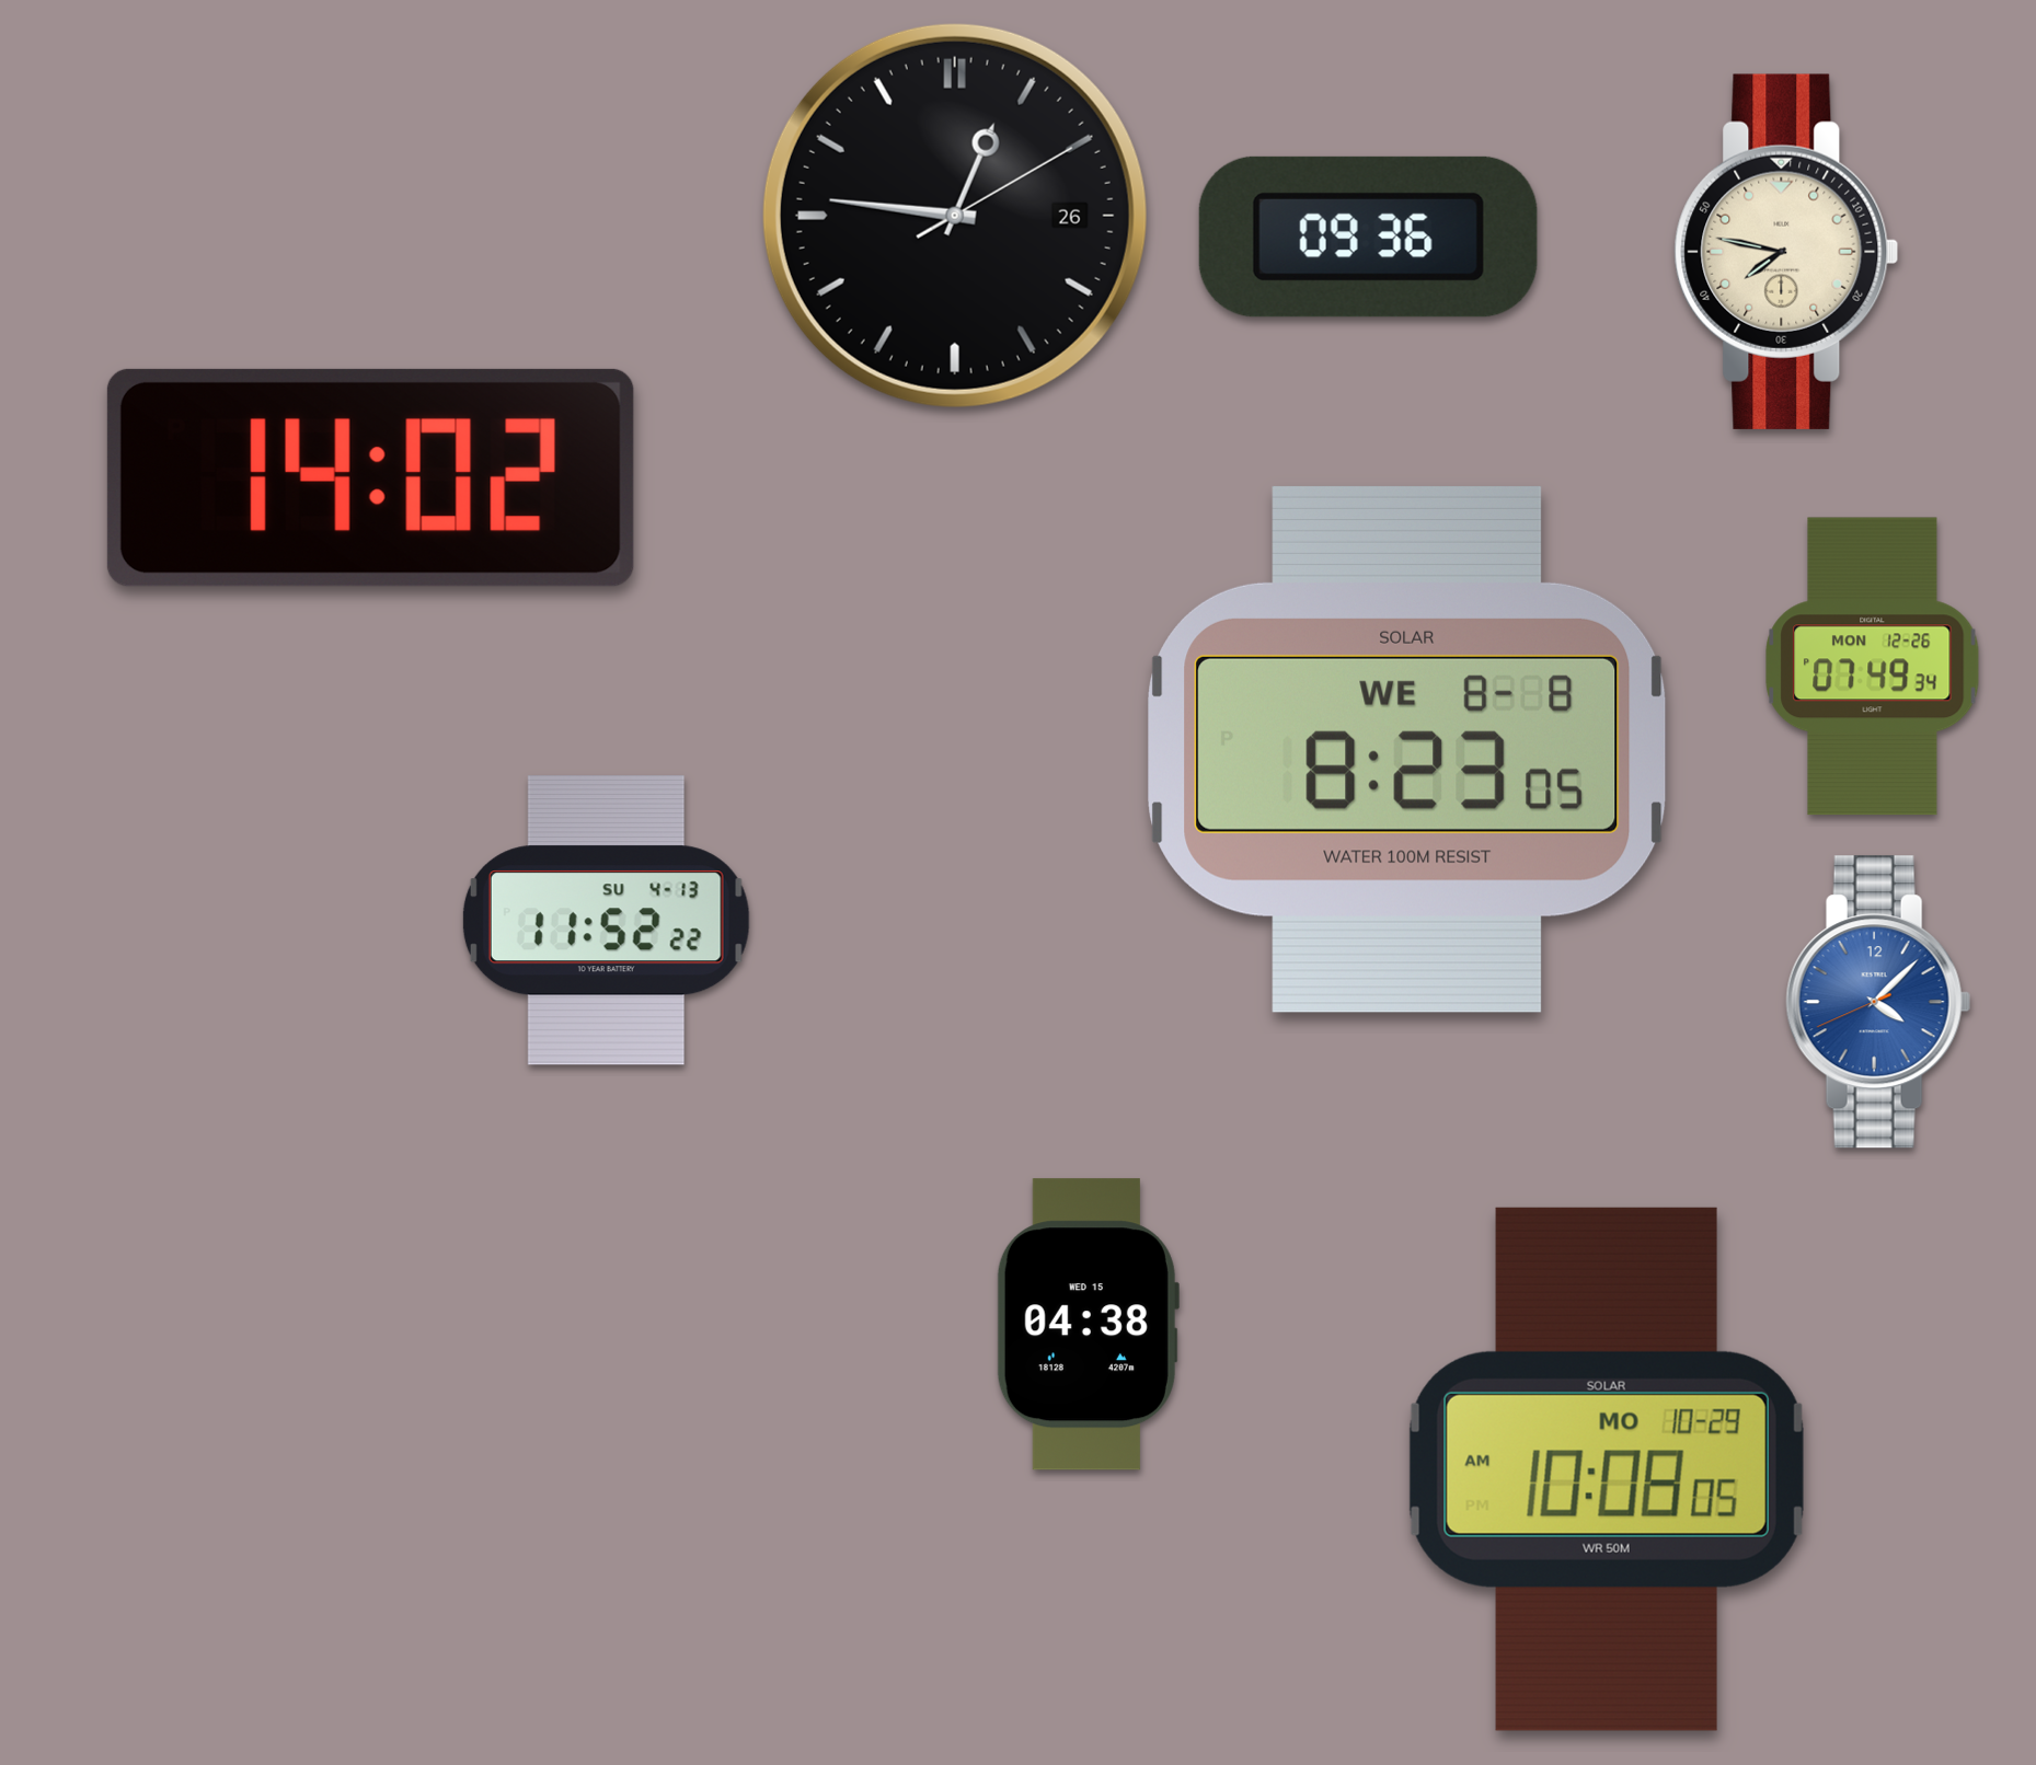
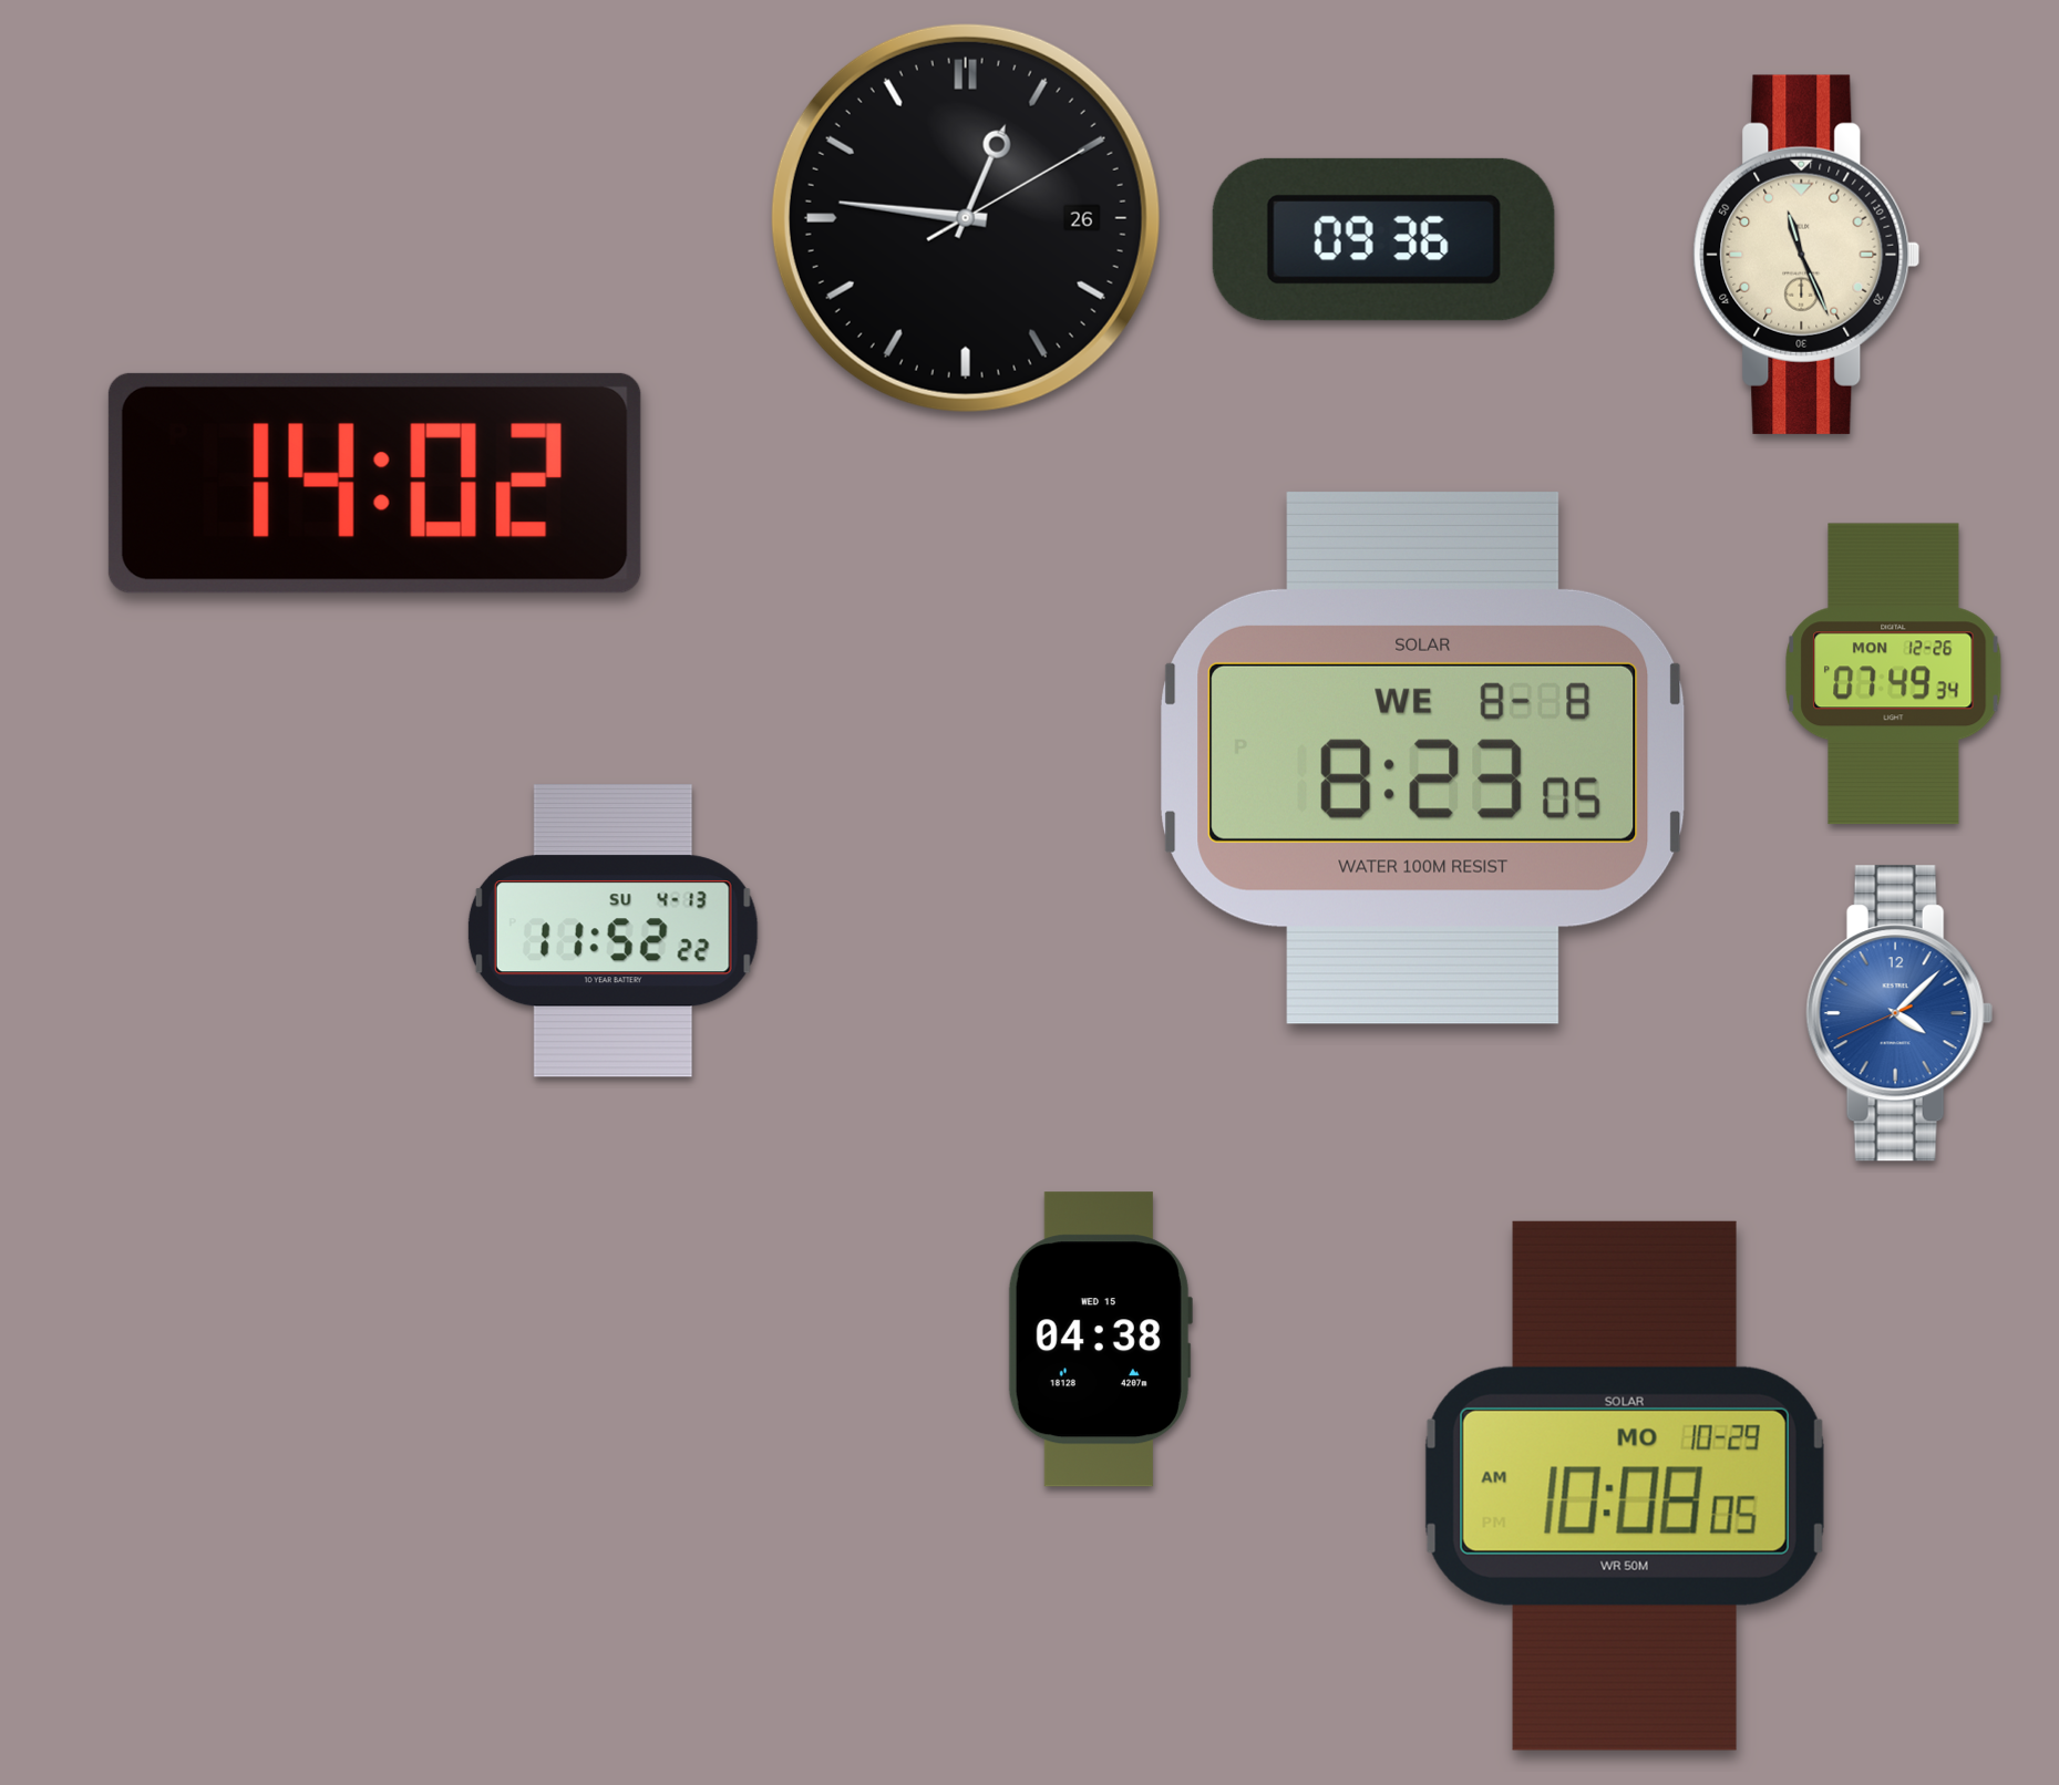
clock at (1786, 252): 7:47 -> 11:26
